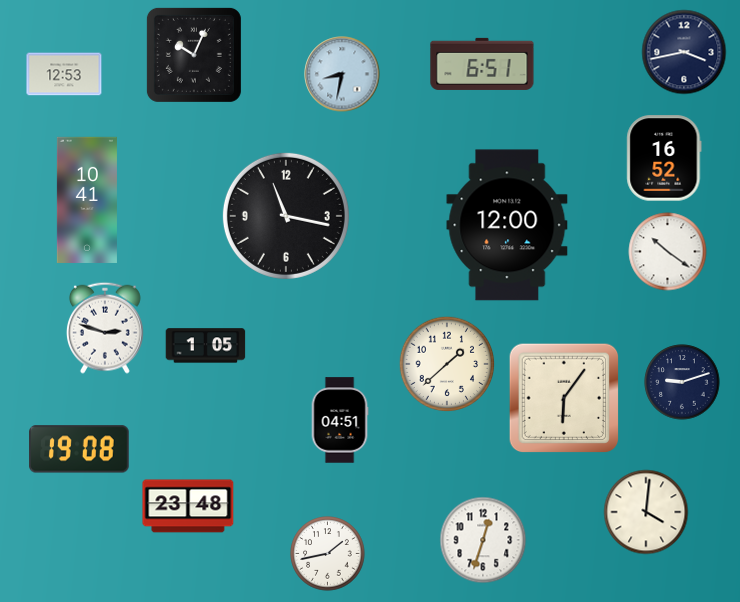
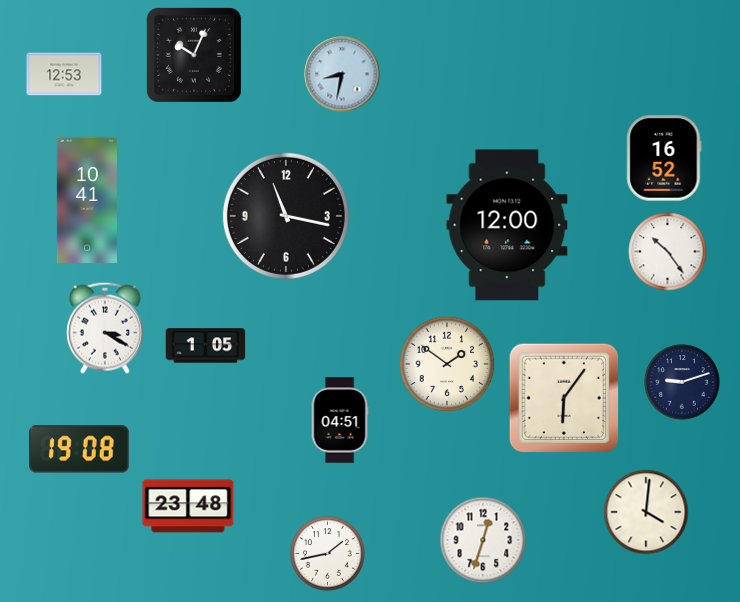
clock at (684, 52): 3:43 -> none
clock at (482, 64): 6:51 -> none
clock at (668, 252): 10:21 -> 10:24
clock at (105, 328): 2:48 -> 3:20
clock at (447, 364): 1:38 -> 1:51
